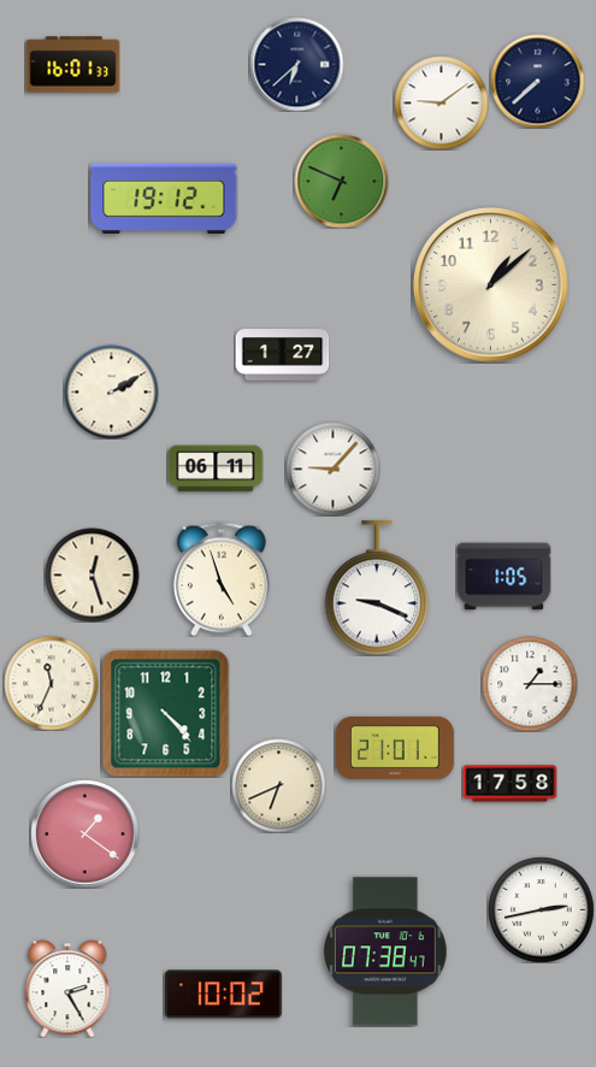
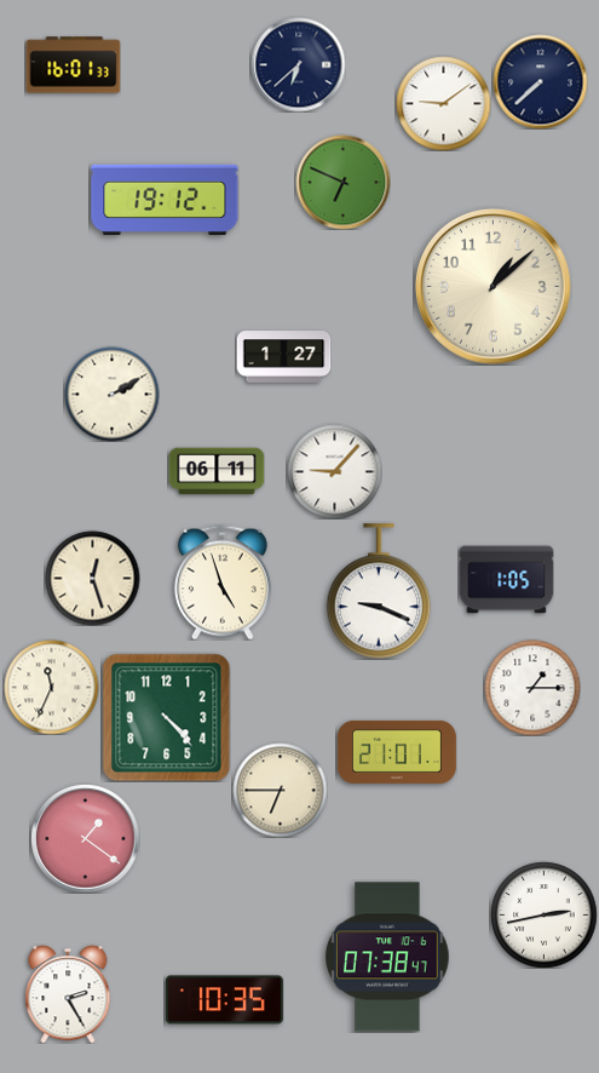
clock at (509, 784): 17:58 -> none
clock at (278, 785): 6:41 -> 6:45
clock at (223, 995): 10:02 -> 10:35
